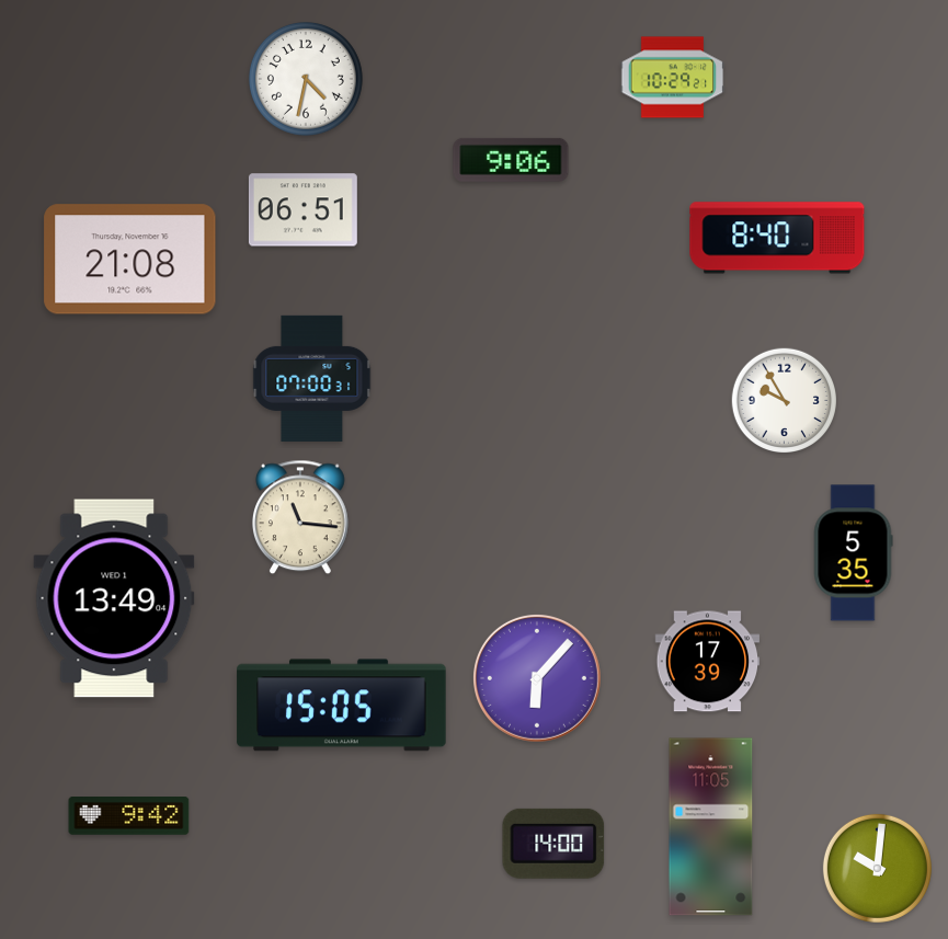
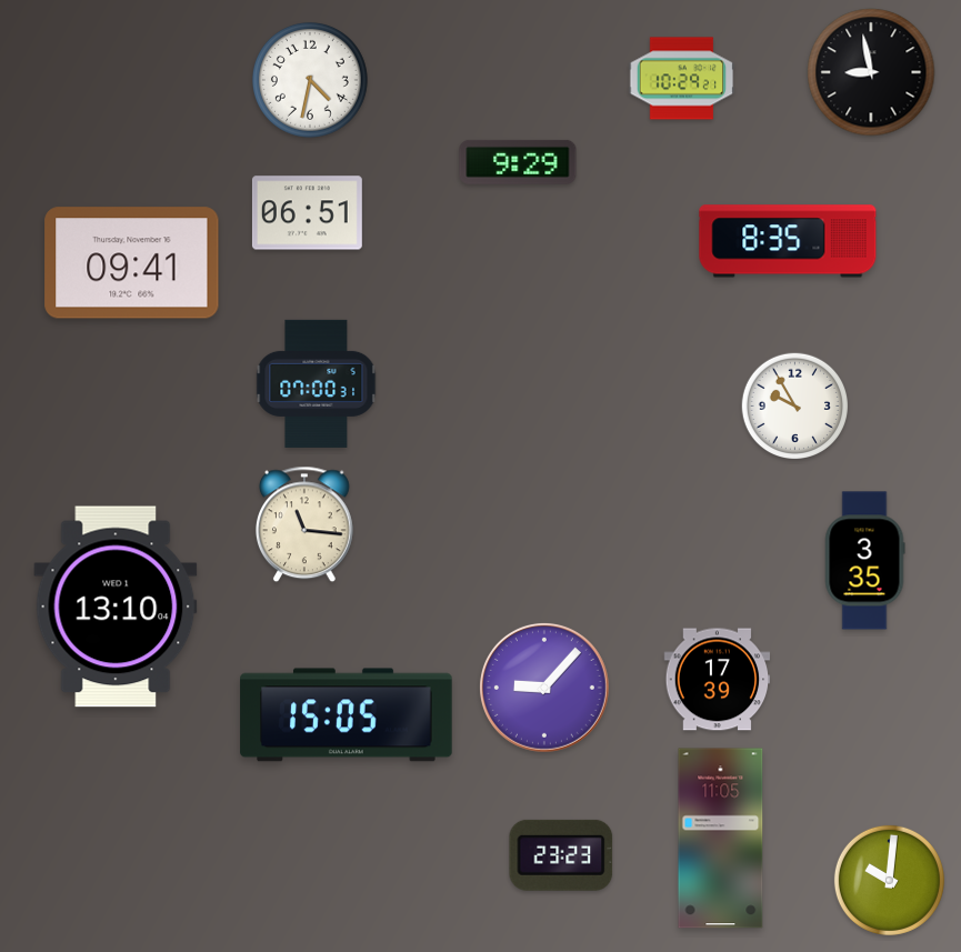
clock at (871, 72): none -> 8:58
clock at (511, 160): 9:06 -> 9:29
clock at (777, 238): 8:40 -> 8:35
clock at (130, 260): 21:08 -> 09:41
clock at (853, 553): 5:35 -> 3:35
clock at (114, 598): 13:49 -> 13:10
clock at (708, 662) position: (708, 662) -> (718, 680)
clock at (537, 678): 6:07 -> 9:07
clock at (129, 816): 9:42 -> none
clock at (553, 844): 14:00 -> 23:23
